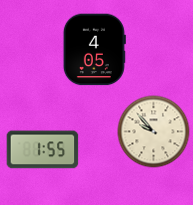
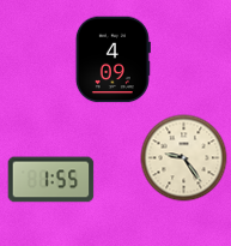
clock at (94, 50): 4:05 -> 4:09
clock at (154, 132): 9:53 -> 9:24
